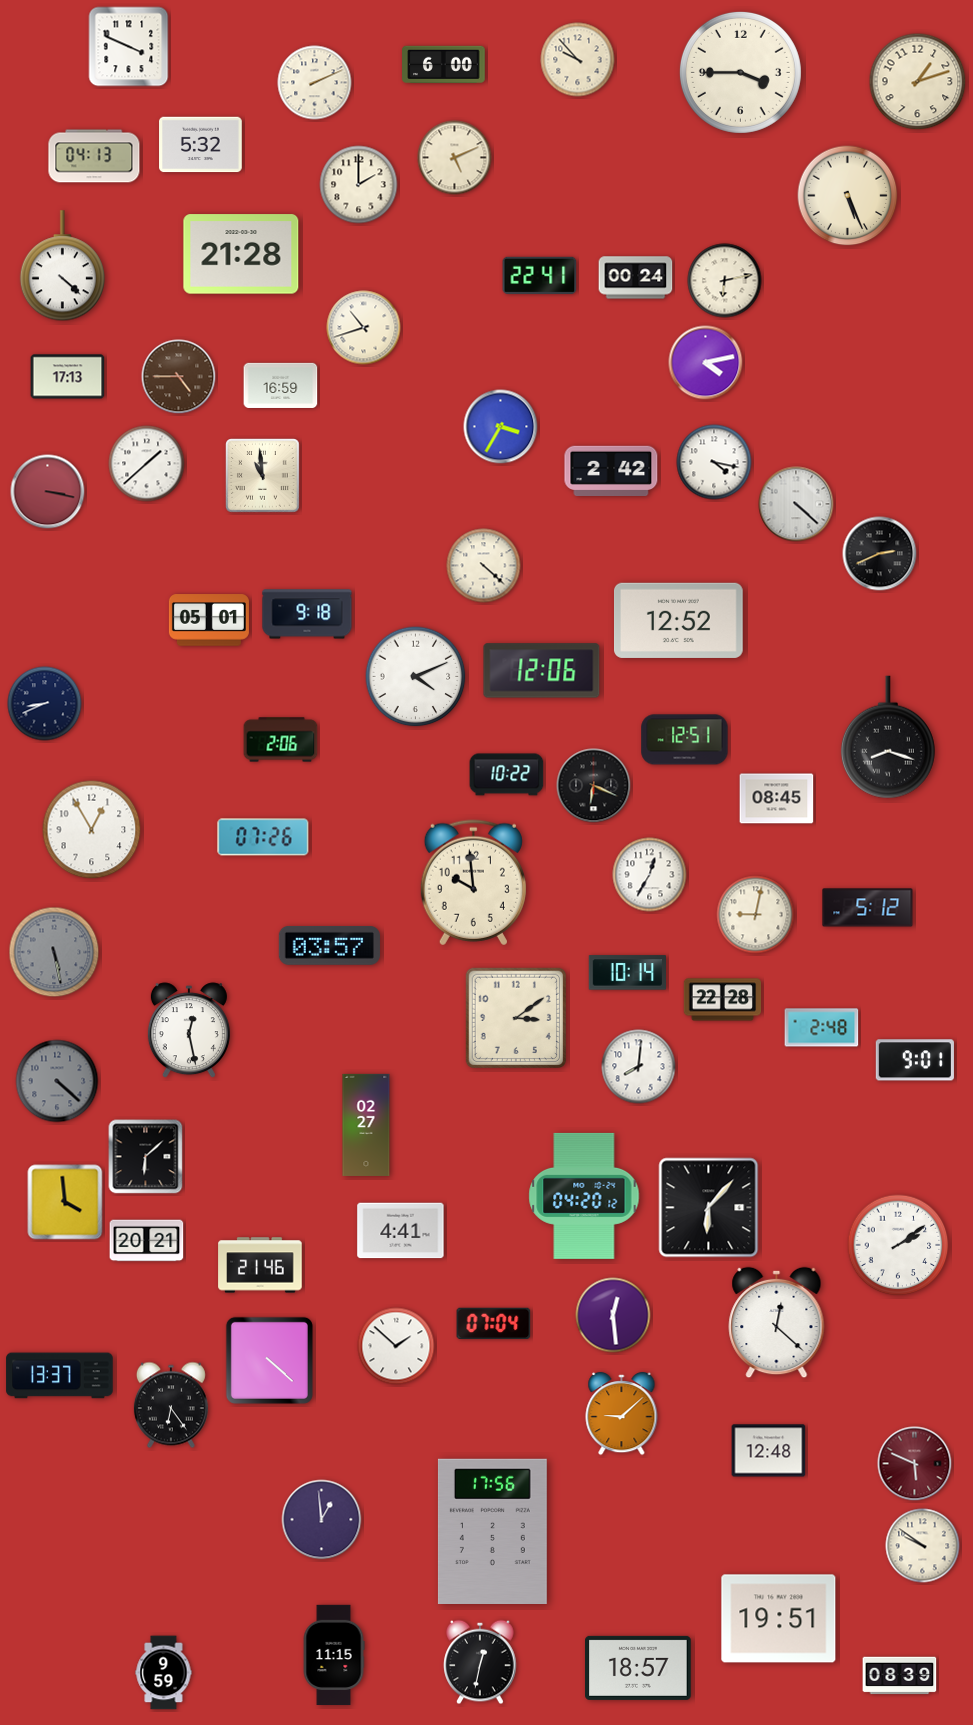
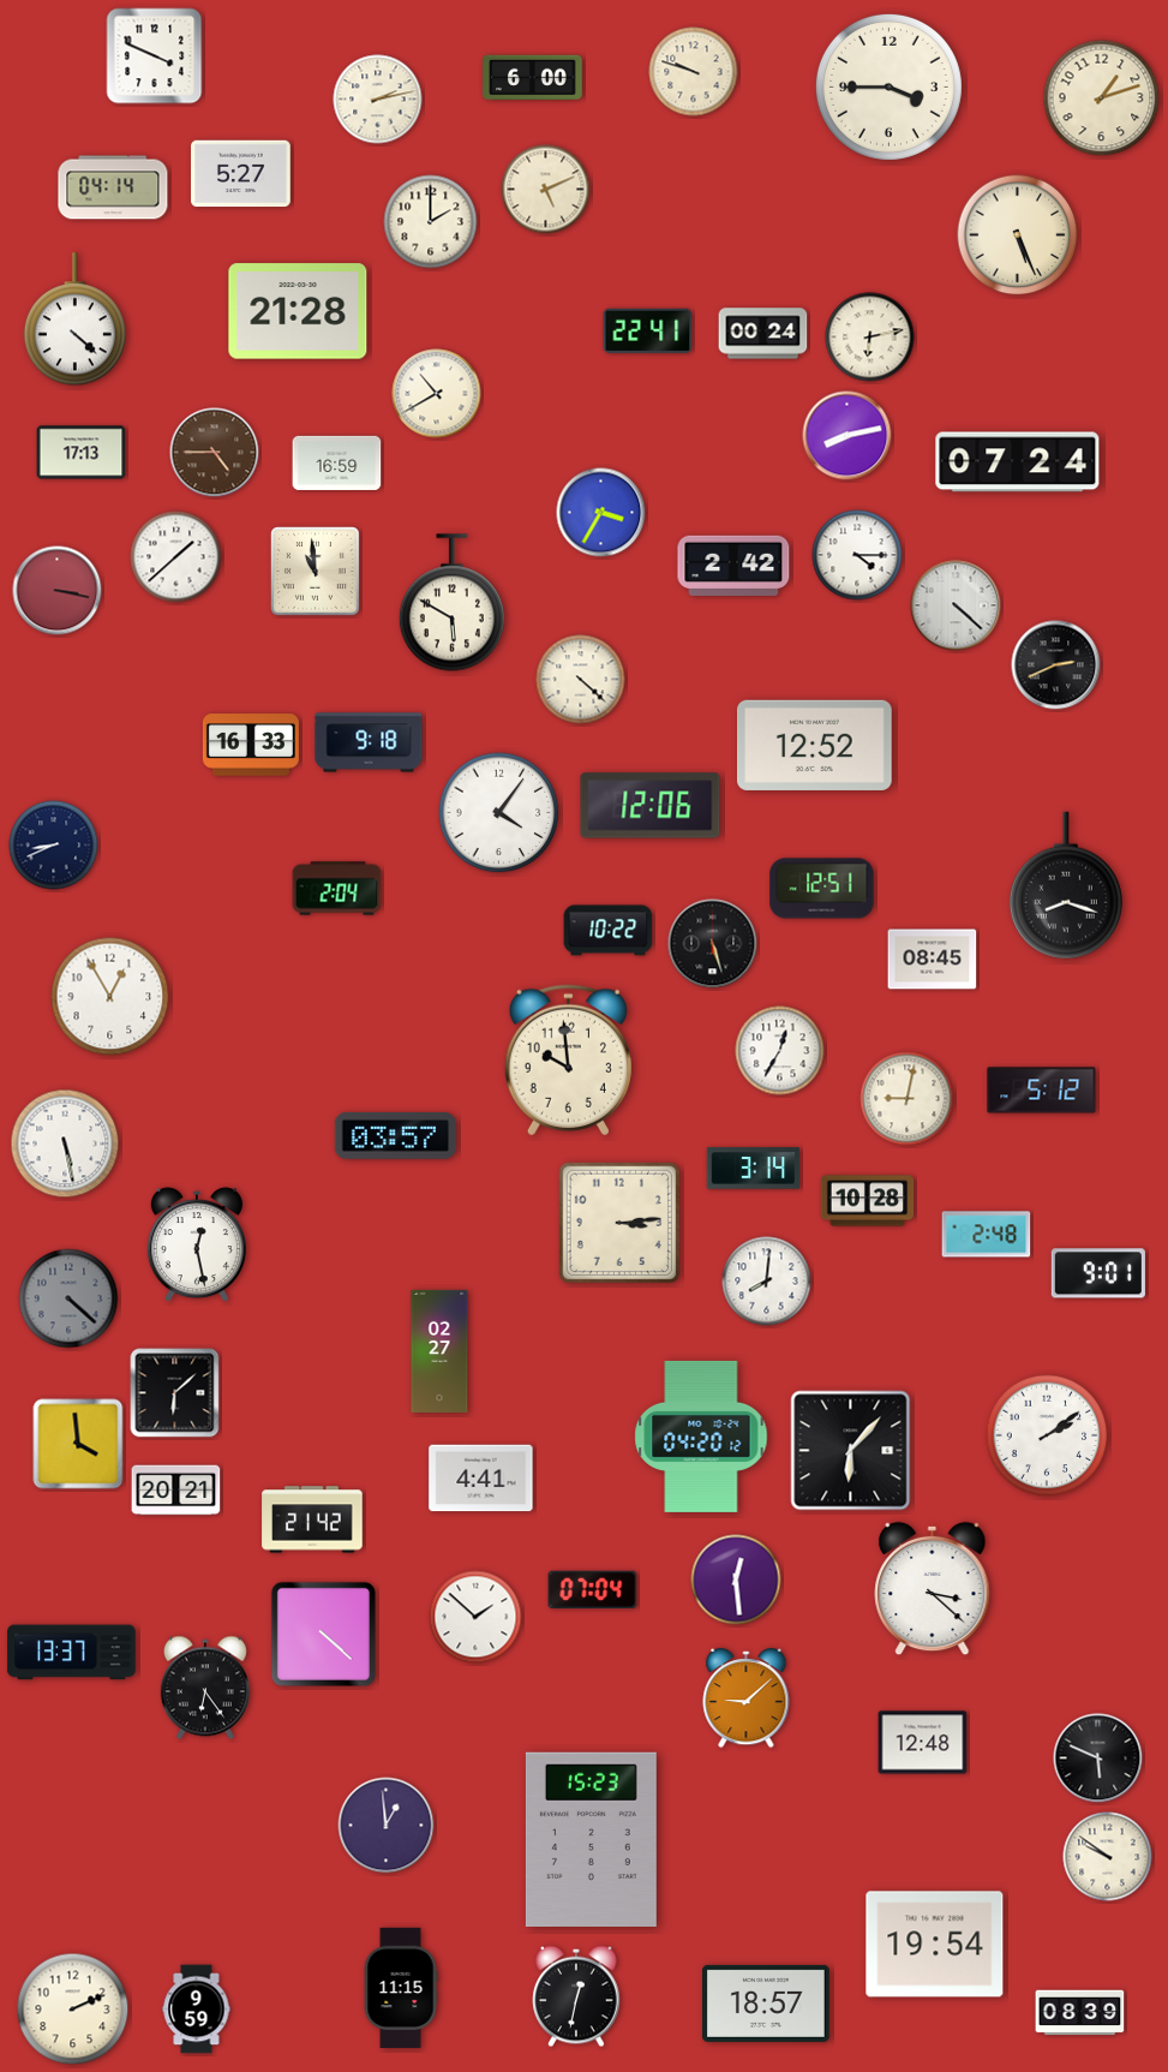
clock at (578, 60): 9:53 -> 9:48
clock at (315, 83): 2:11 -> 2:13
clock at (201, 145): 5:32 -> 5:27
clock at (94, 156): 04:13 -> 04:14
clock at (241, 254) position: (241, 254) -> (298, 311)
clock at (364, 328): 10:42 -> 10:40
clock at (706, 363): 4:13 -> 8:13
clock at (1018, 462): none -> 07:24
clock at (714, 462): 4:17 -> 4:15
clock at (451, 603): none -> 5:50
clock at (307, 614) position: (307, 614) -> (369, 742)
clock at (209, 620): 05:01 -> 16:33
clock at (416, 677): 4:11 -> 4:06
clock at (281, 740): 2:06 -> 2:04
clock at (594, 786): 6:19 -> 5:27
clock at (263, 837): 07:26 -> none
clock at (54, 952) dial: grey -> white
clock at (628, 973): 10:14 -> 3:14
clock at (723, 1000): 22:28 -> 10:28
clock at (515, 1017): 3:09 -> 3:14
clock at (189, 1031) position: (189, 1031) -> (197, 1246)
clock at (146, 1157) position: (146, 1157) -> (175, 1393)
clock at (898, 1245) position: (898, 1245) -> (1047, 1435)
clock at (260, 1265): 21:46 -> 21:42
clock at (777, 1323): 12:22 -> 3:22
clock at (915, 1464) dial: burgundy -> black
clock at (492, 1531): 17:56 -> 15:23
clock at (779, 1619): 19:51 -> 19:54
clock at (73, 2010): none -> 2:11
